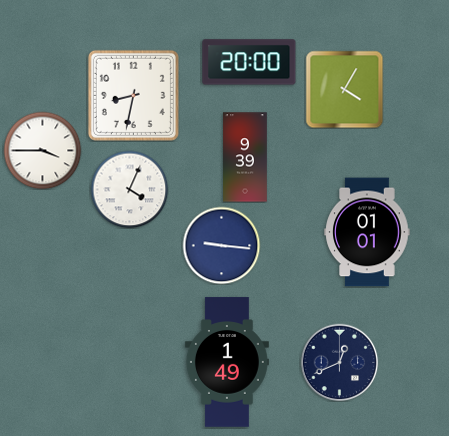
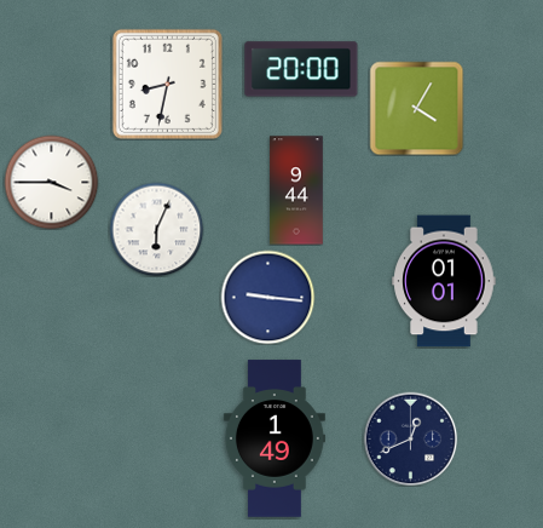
clock at (249, 62) position: (249, 62) -> (301, 69)
clock at (133, 95) position: (133, 95) -> (167, 84)
clock at (245, 157): 9:39 -> 9:44
clock at (129, 189): 4:04 -> 6:04
